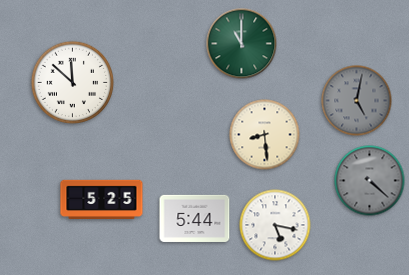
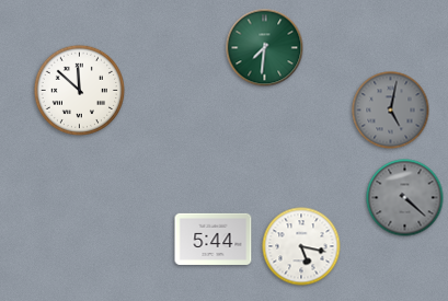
clock at (242, 44): 11:00 -> 7:31
clock at (265, 135): 8:29 -> none
clock at (102, 199): 5:25 -> none
